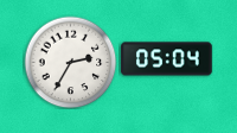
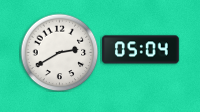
clock at (70, 62): 2:35 -> 2:40
